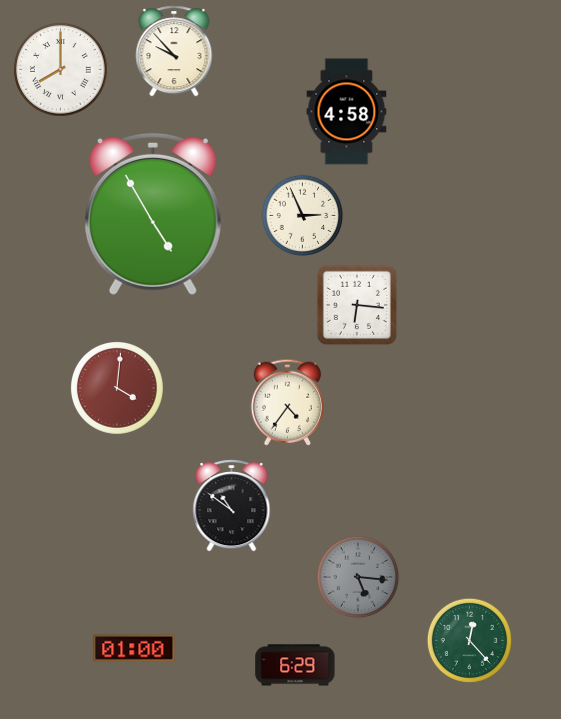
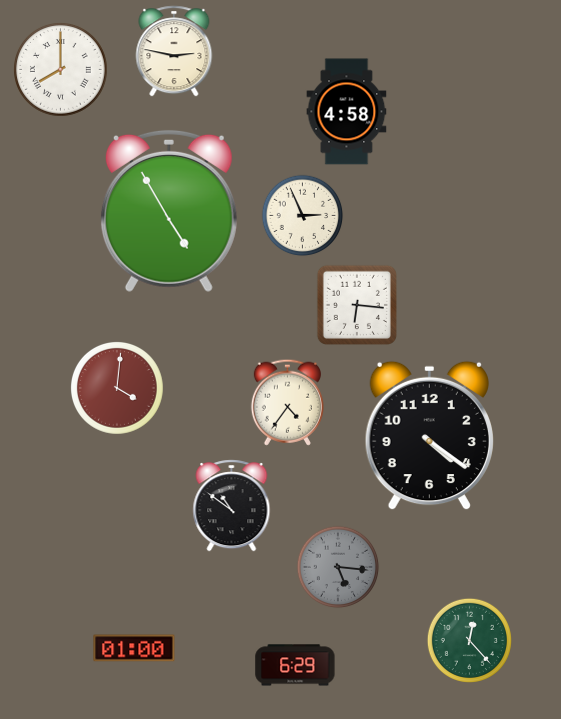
clock at (174, 51): 9:53 -> 2:47
clock at (153, 214) position: (153, 214) -> (169, 211)
clock at (429, 436): none -> 4:21
clock at (358, 577) position: (358, 577) -> (338, 567)
